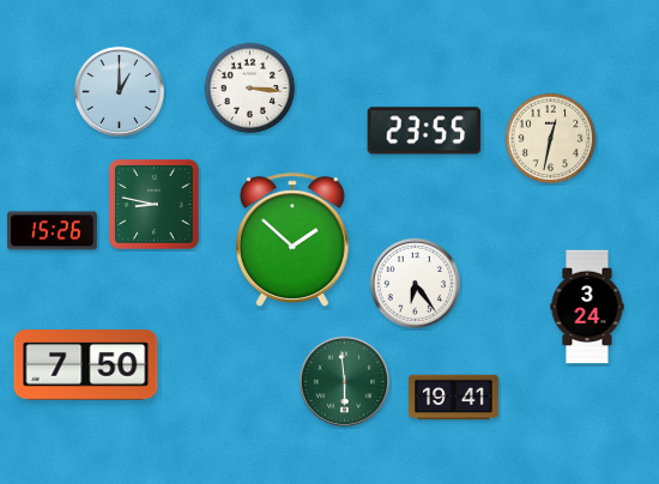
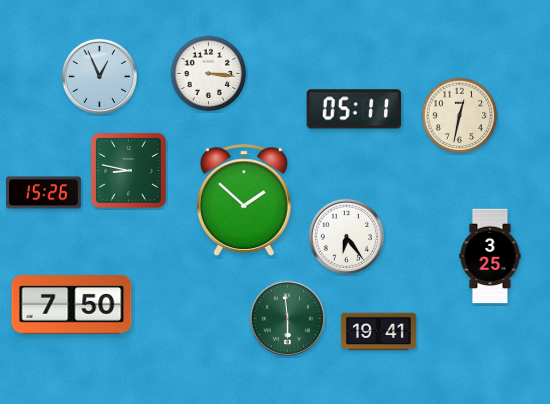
clock at (119, 91): 1:00 -> 12:56
clock at (424, 131): 23:55 -> 05:11
clock at (587, 307): 3:24 -> 3:25
